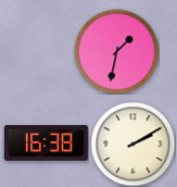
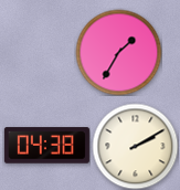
clock at (116, 51): 1:32 -> 1:35
clock at (46, 144): 16:38 -> 04:38
